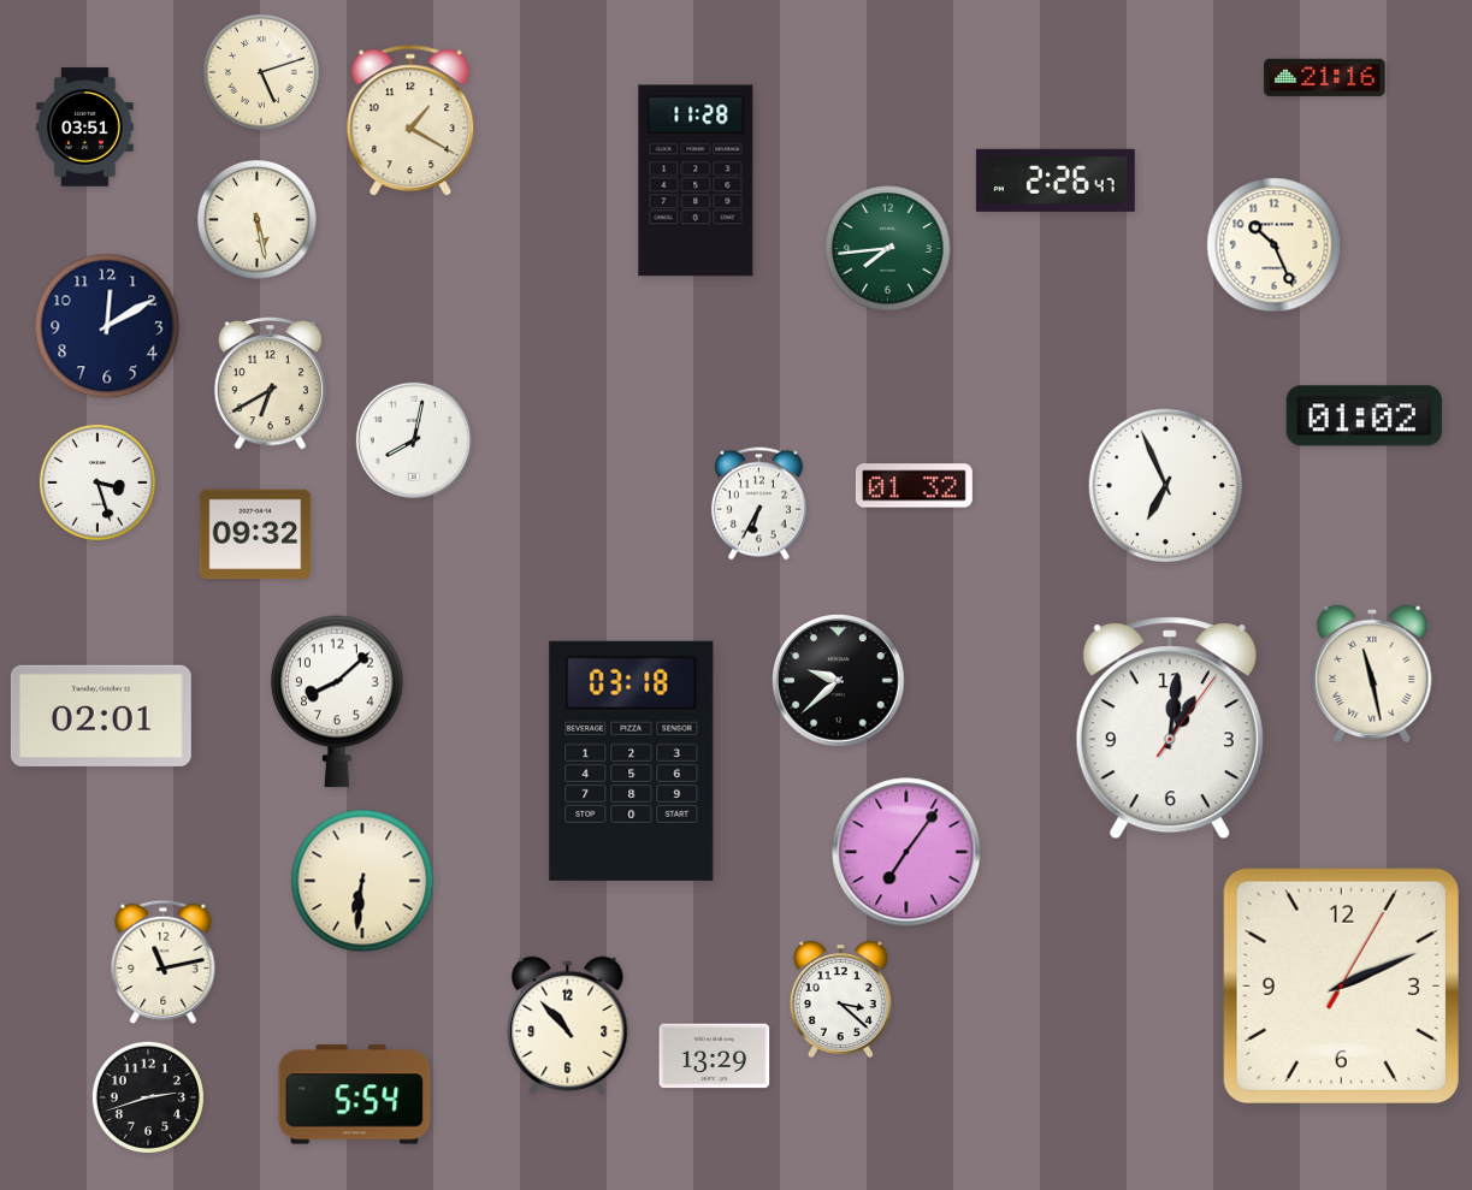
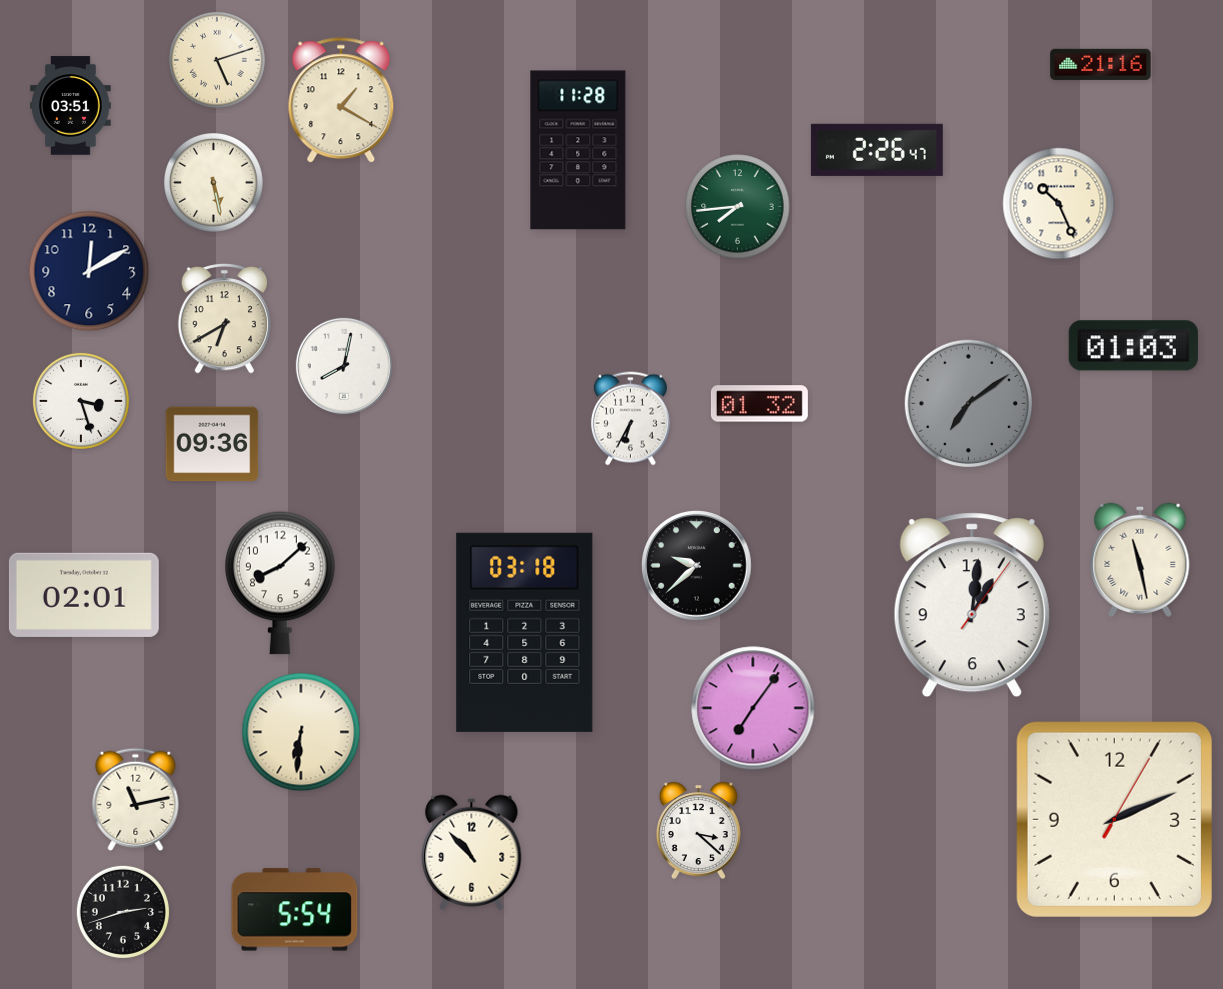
clock at (1364, 416): 01:02 -> 01:03
clock at (1166, 486): 6:56 -> 7:09
clock at (1166, 486) dial: white -> grey
clock at (255, 534): 09:32 -> 09:36
clock at (715, 1056): 13:29 -> none
